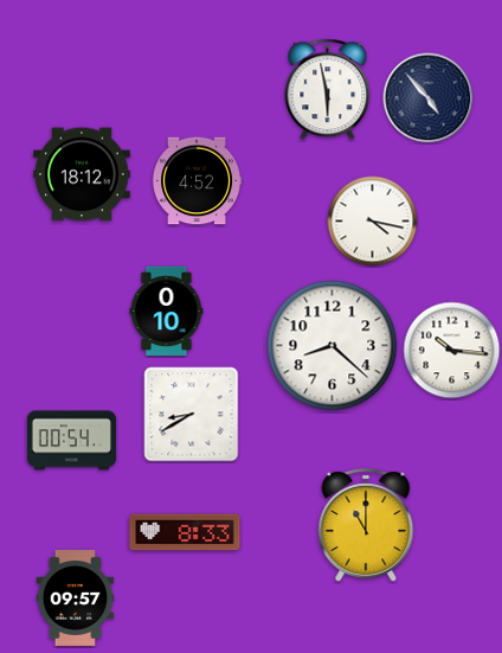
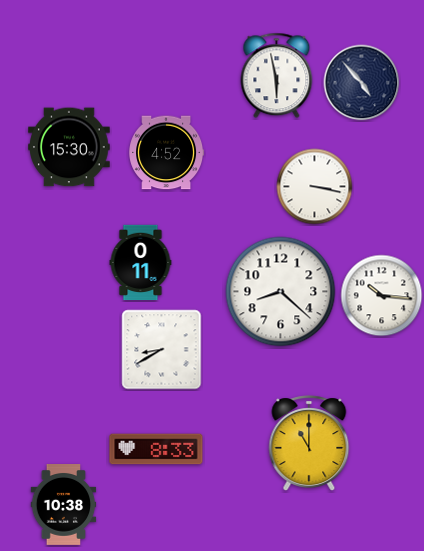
clock at (83, 174): 18:12 -> 15:30
clock at (373, 222): 4:17 -> 3:17
clock at (167, 312): 0:10 -> 0:11
clock at (72, 441): 00:54 -> none
clock at (76, 598): 09:57 -> 10:38
